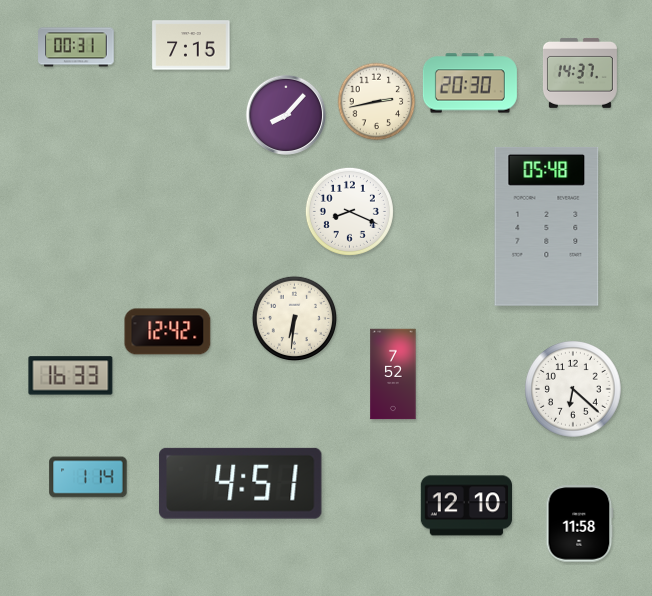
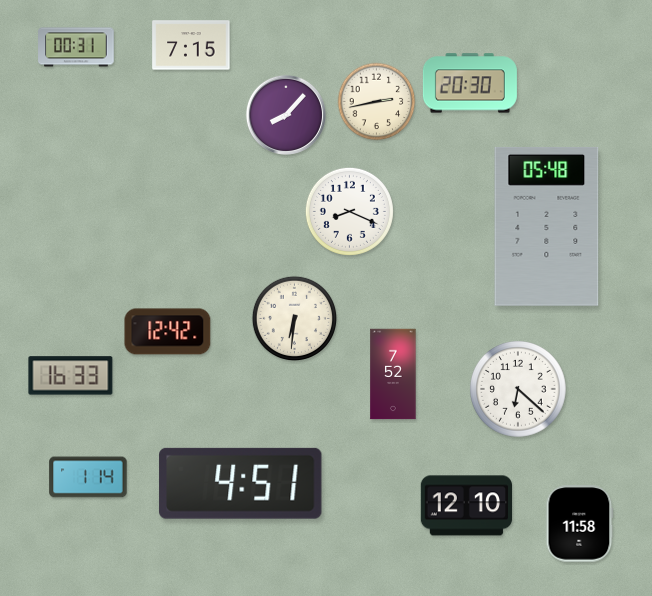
clock at (580, 73): 14:37 -> none
clock at (574, 390) position: (574, 390) -> (519, 390)
